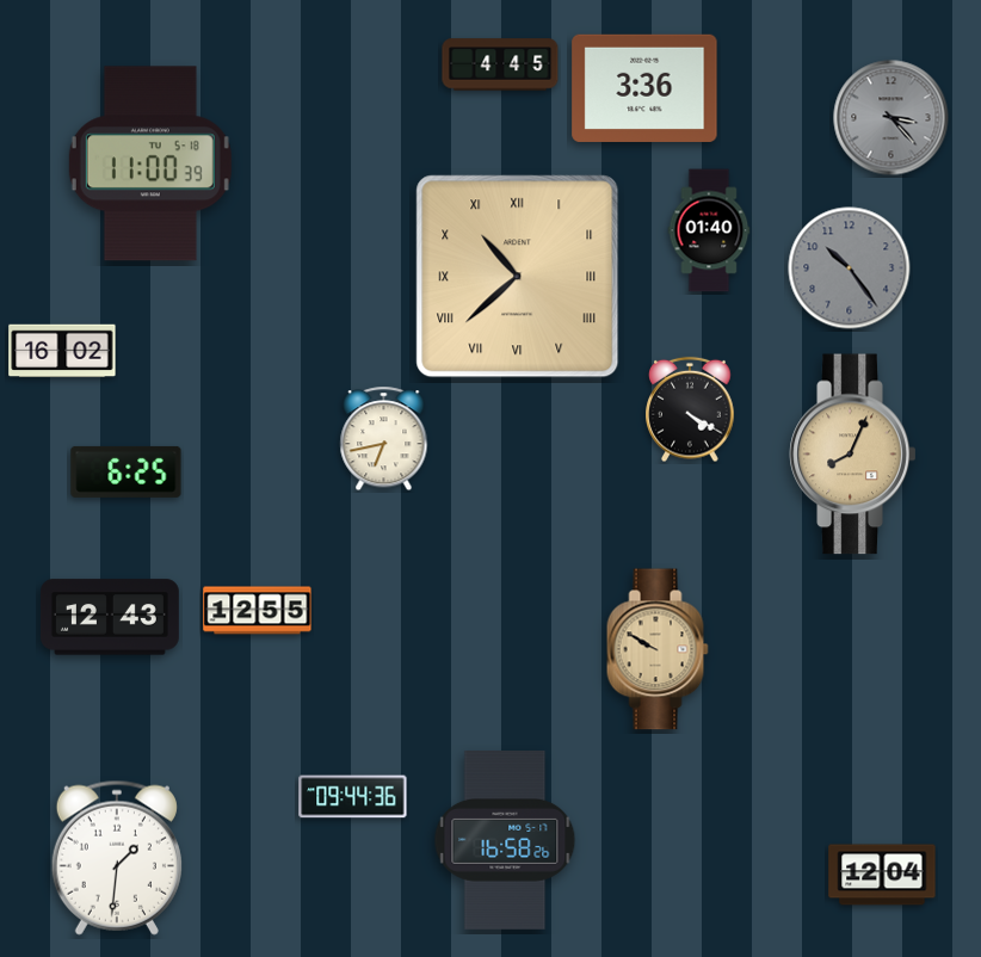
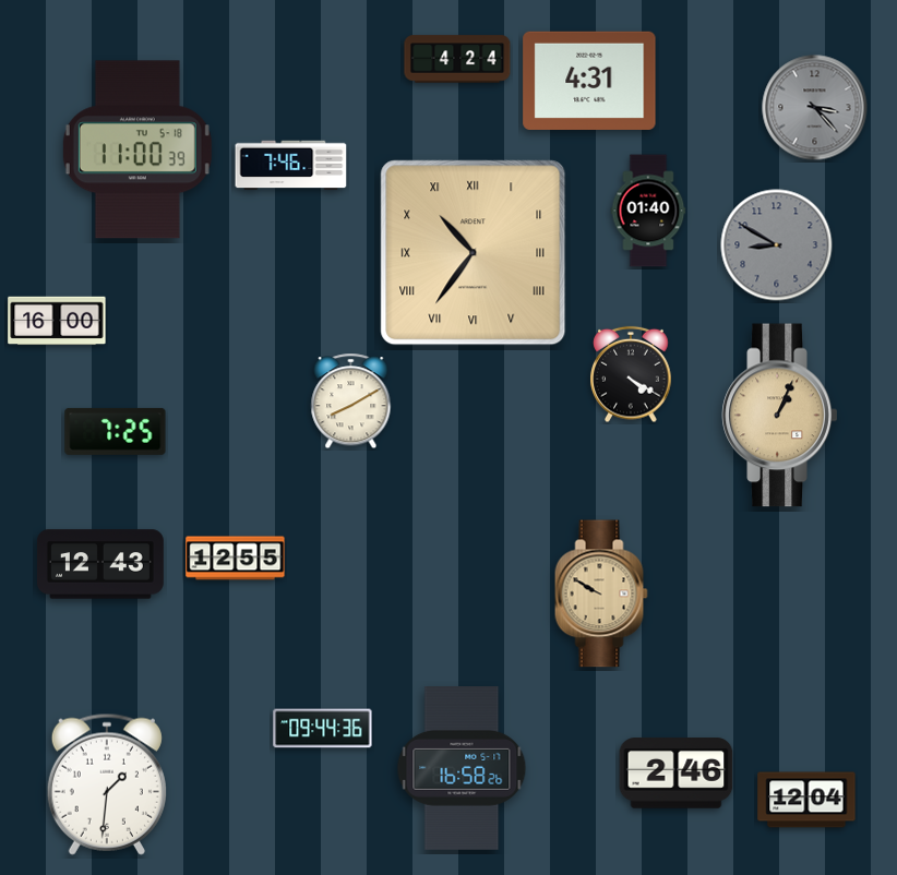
clock at (500, 64): 4:45 -> 4:24
clock at (644, 88): 3:36 -> 4:31
clock at (291, 166): none -> 7:46
clock at (850, 268): 10:24 -> 8:50
clock at (518, 277): 10:38 -> 10:36
clock at (62, 351): 16:02 -> 16:00
clock at (384, 439): 6:43 -> 8:10
clock at (853, 455): 8:04 -> 1:04
clock at (127, 471): 6:25 -> 7:25
clock at (677, 774): none -> 2:46
